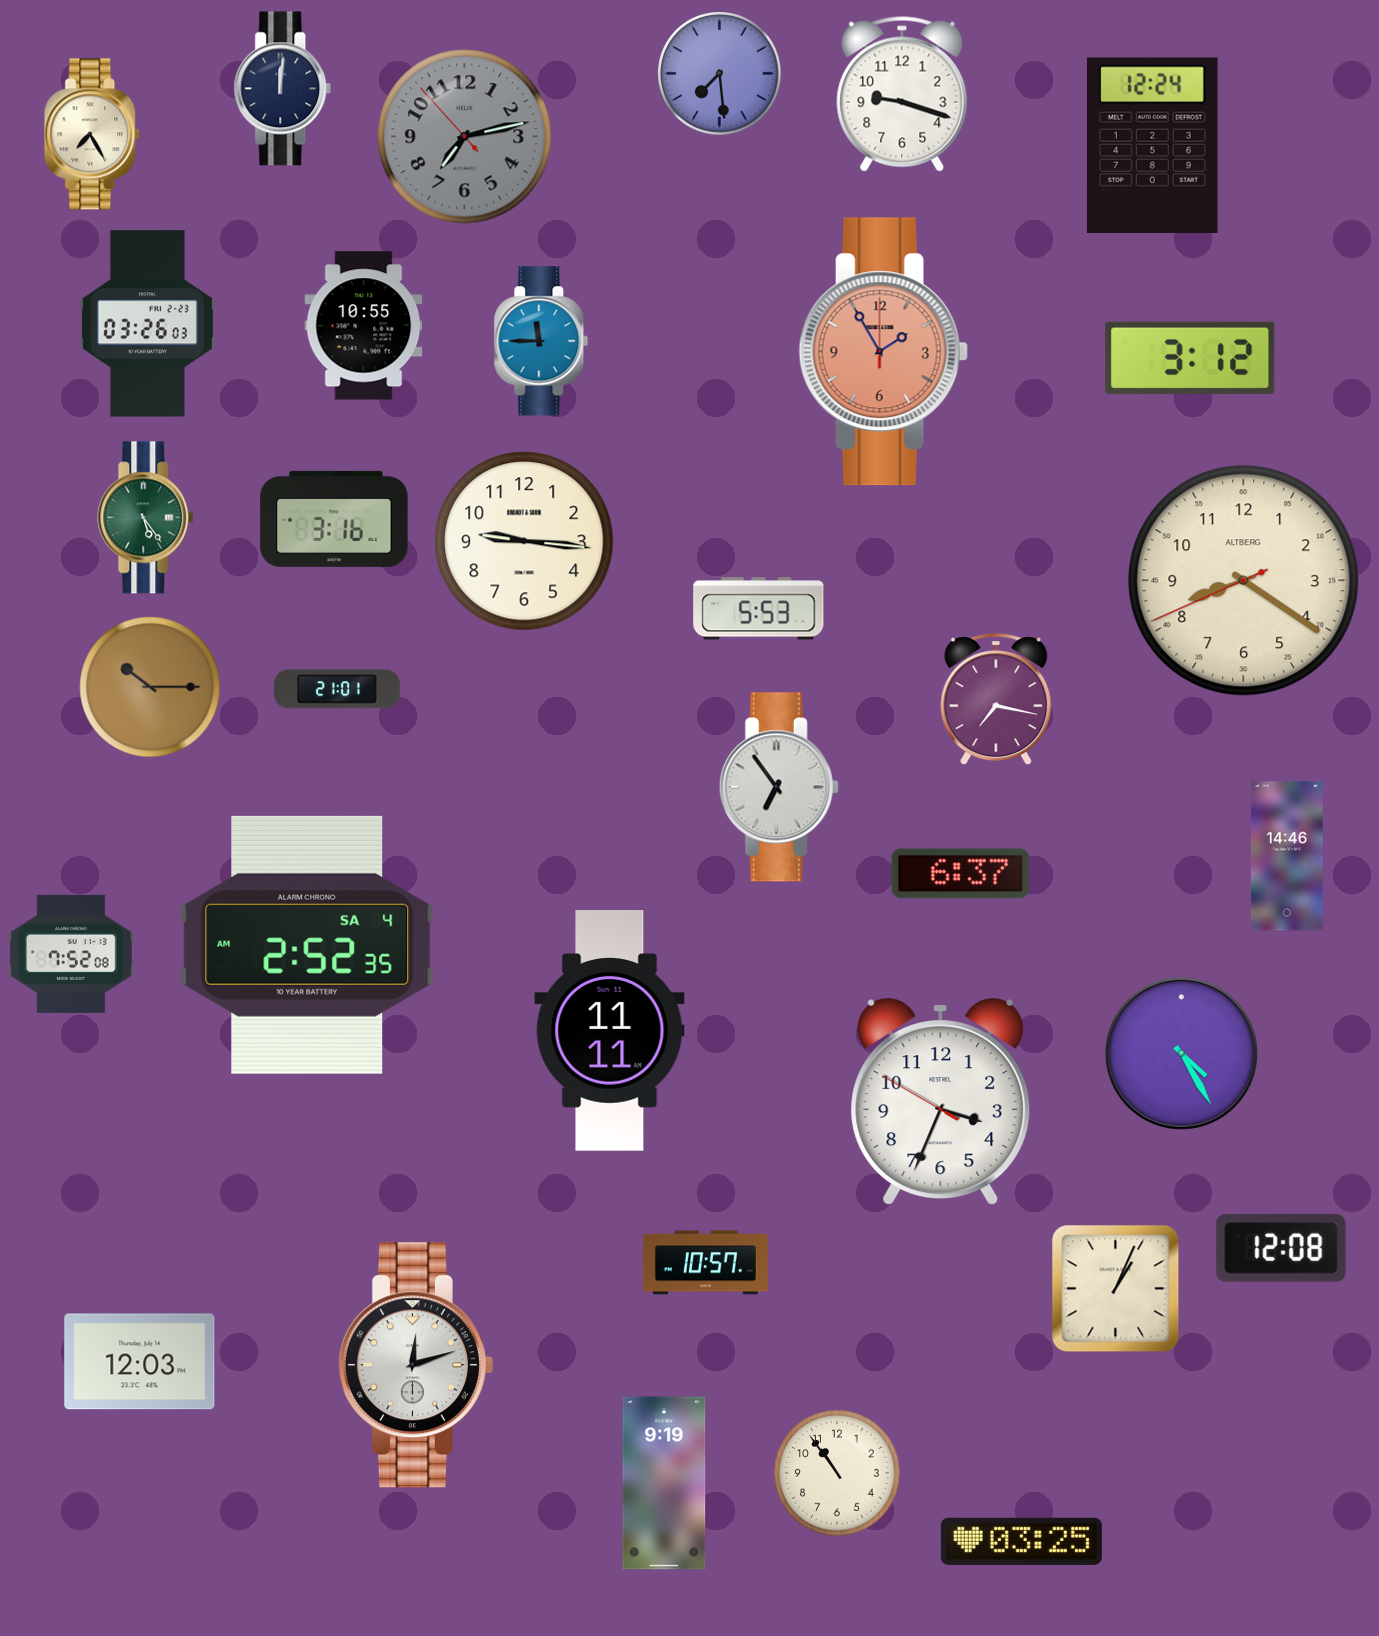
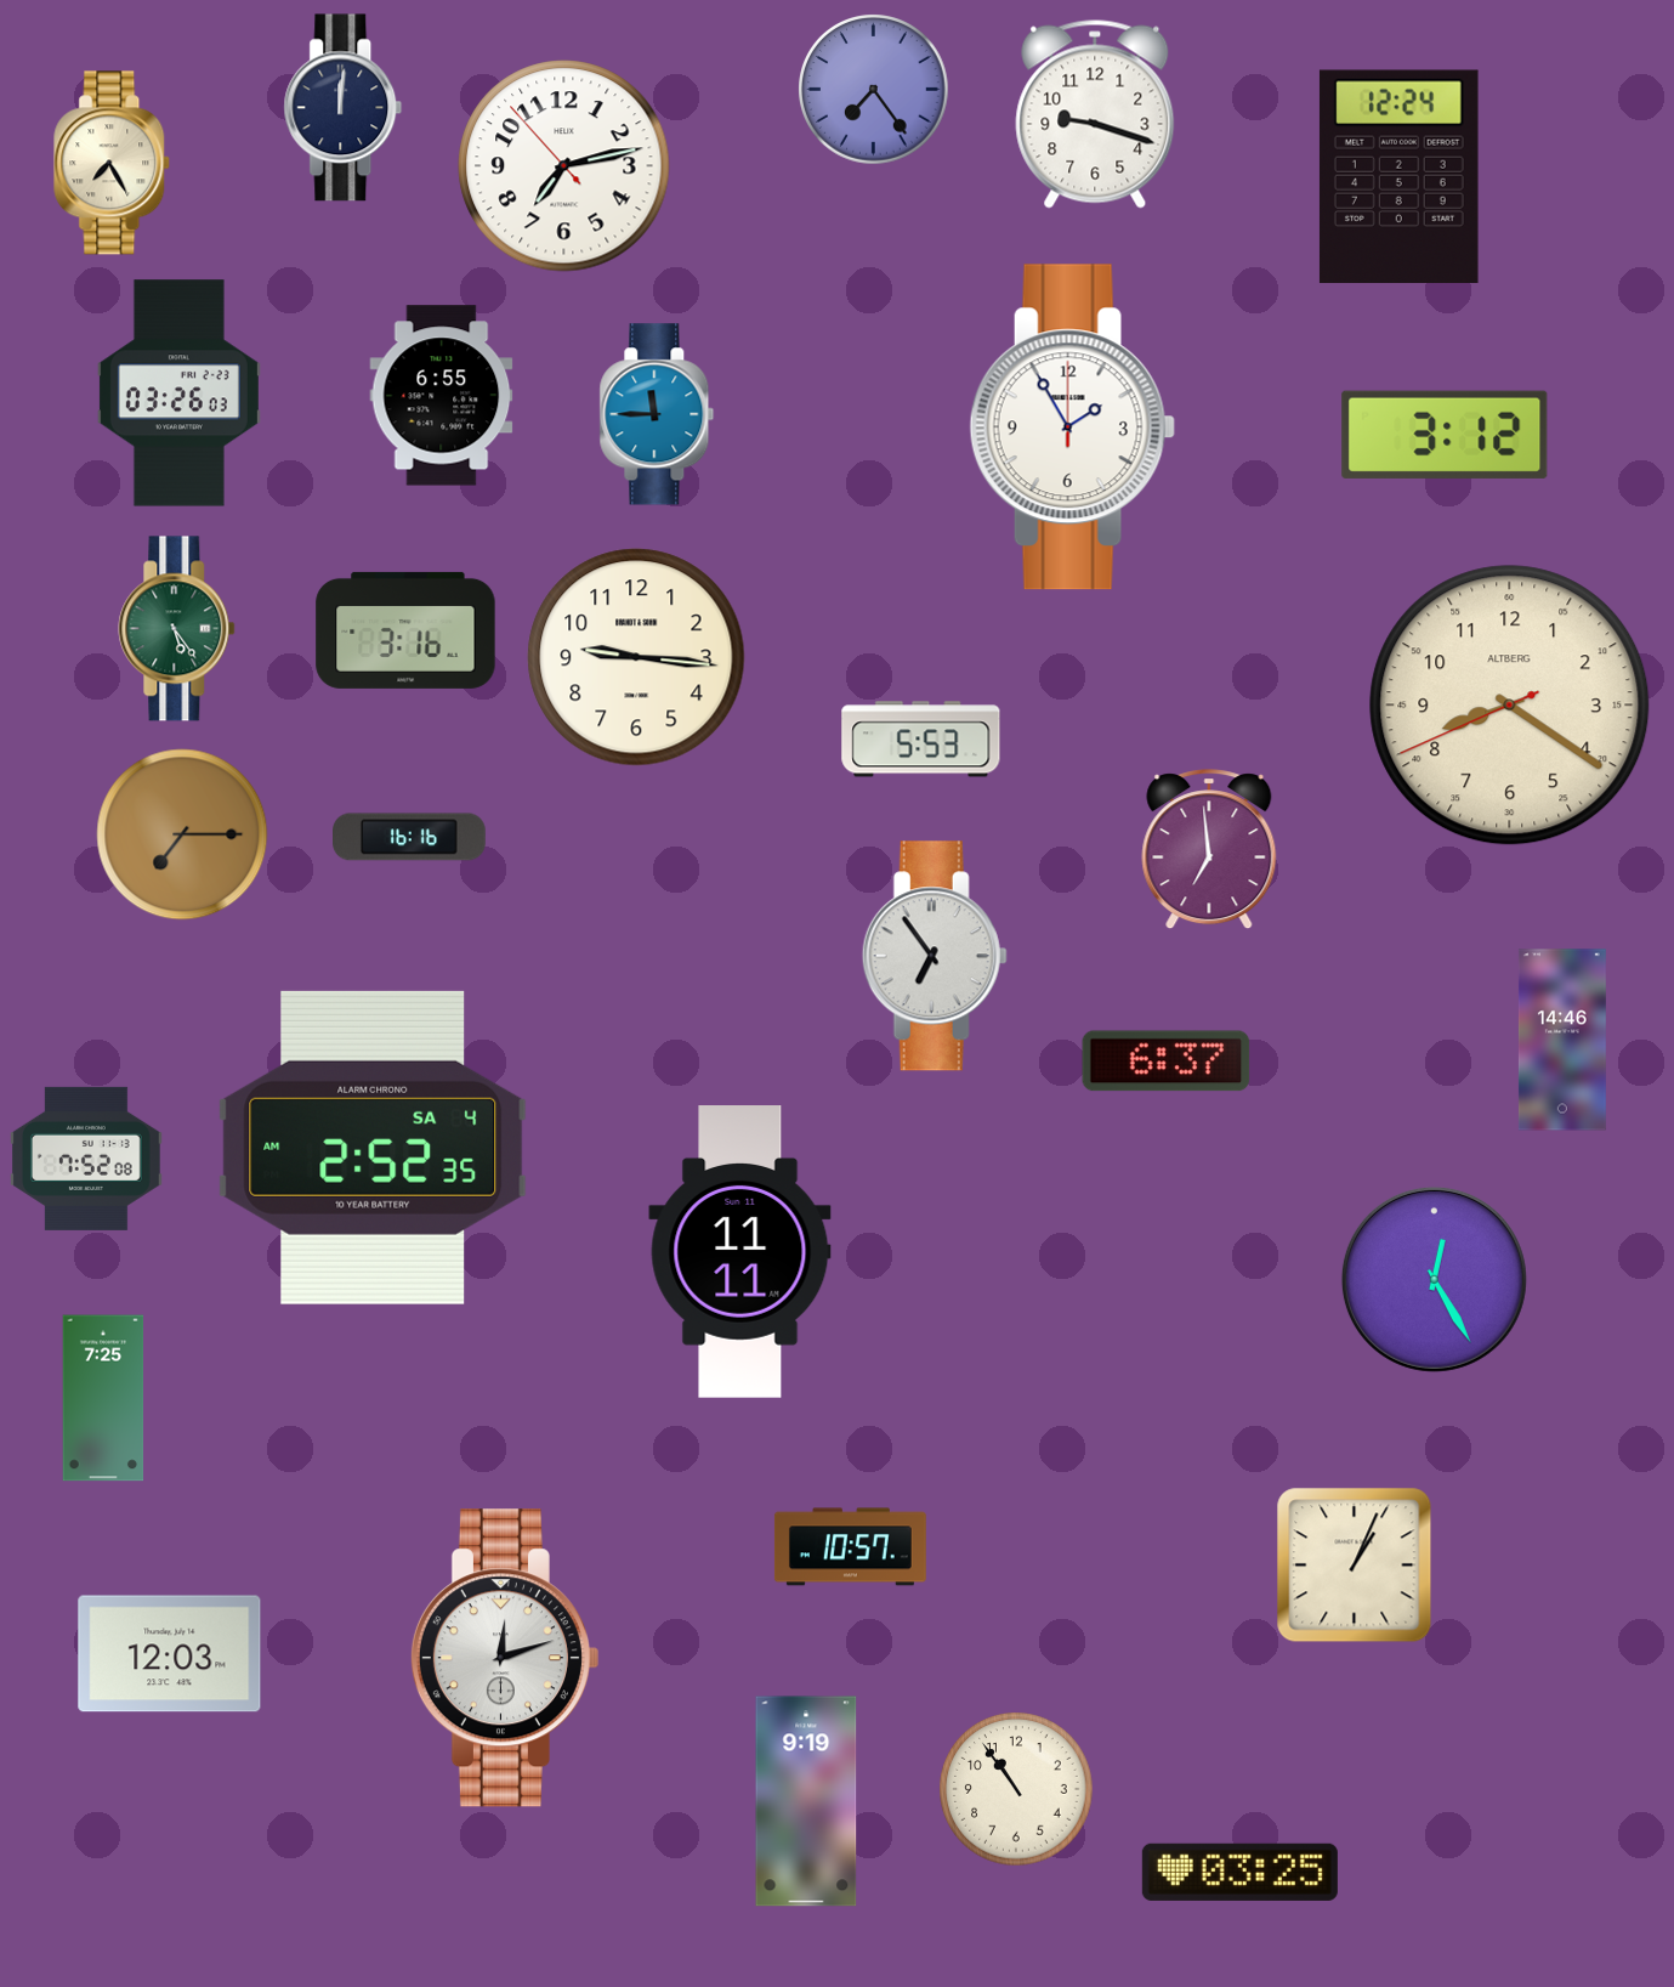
clock at (720, 74): 7:29 -> 7:24
clock at (465, 137) dial: grey -> white
clock at (364, 326): 10:55 -> 6:55
clock at (883, 352) dial: salmon -> white
clock at (150, 687): 10:15 -> 7:15
clock at (338, 689): 21:01 -> 16:16
clock at (996, 700): 7:17 -> 6:59
clock at (779, 787) position: (779, 787) -> (935, 956)
clock at (1181, 1053): 4:25 -> 12:25
clock at (941, 1102): 3:33 -> none
clock at (103, 1398): none -> 7:25
clock at (1281, 1248): 12:08 -> none
clock at (705, 1263) position: (705, 1263) -> (850, 1547)
